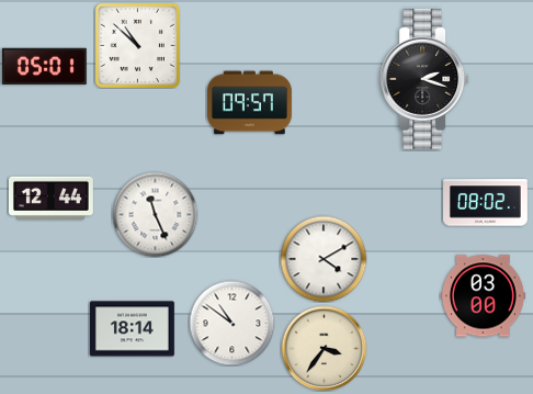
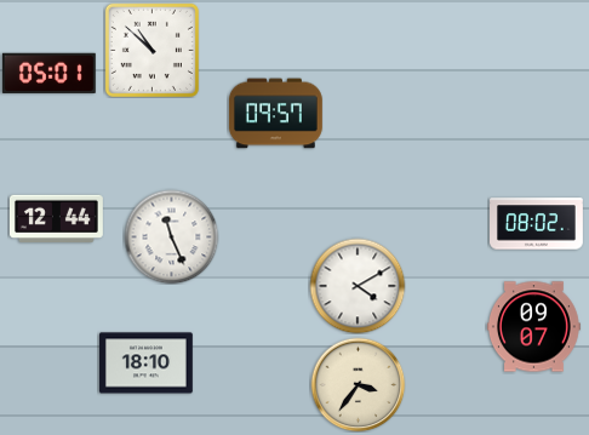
clock at (424, 79): 2:18 -> none
clock at (483, 296): 03:00 -> 09:07
clock at (231, 323): 10:51 -> none
clock at (132, 329): 18:14 -> 18:10
